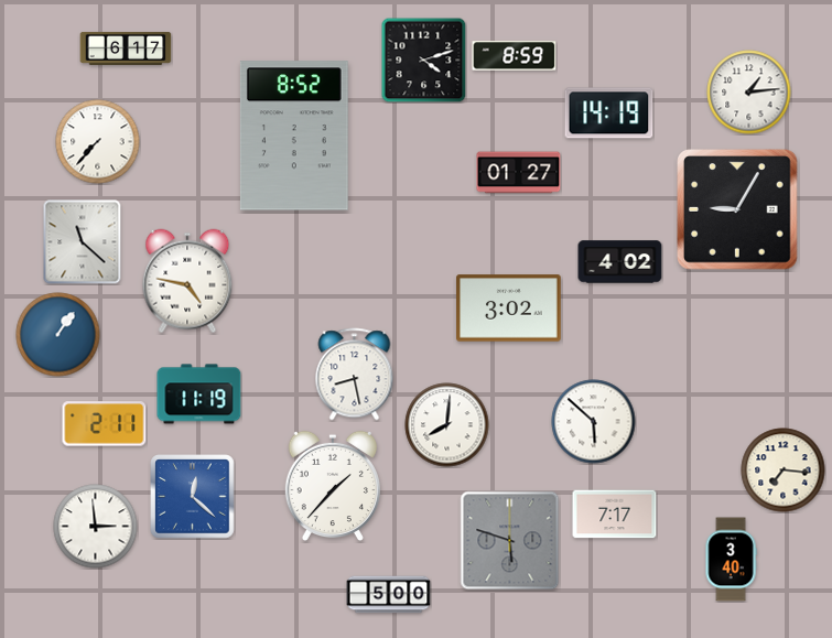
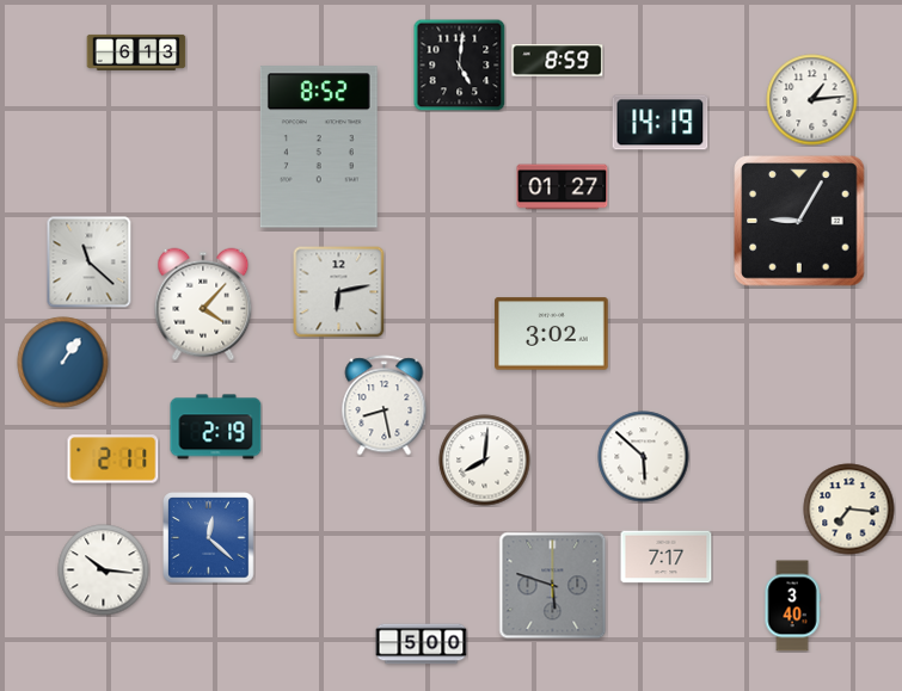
clock at (126, 48): 6:17 -> 6:13
clock at (423, 60): 4:12 -> 5:01
clock at (98, 142): 7:37 -> none
clock at (737, 209) position: (737, 209) -> (799, 221)
clock at (620, 262): 4:02 -> none
clock at (339, 292): none -> 6:13
clock at (187, 281): 4:47 -> 4:07
clock at (199, 394): 11:19 -> 2:19
clock at (333, 486): 1:37 -> none
clock at (96, 527): 2:59 -> 10:16
